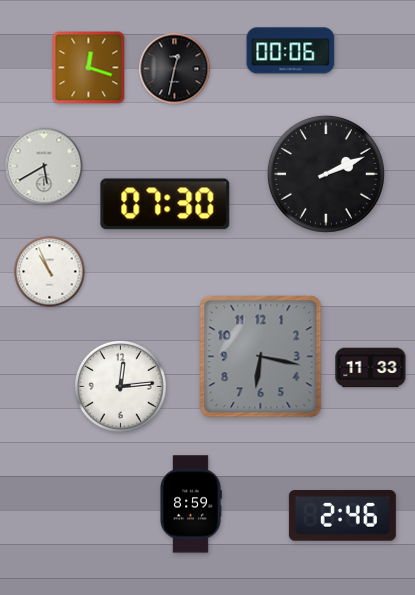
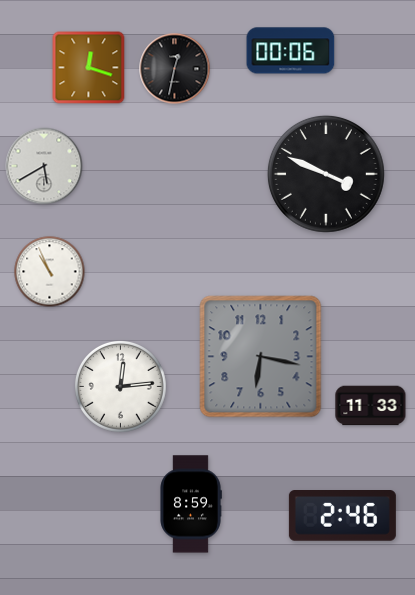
clock at (326, 174): 2:11 -> 3:49
clock at (165, 204): 07:30 -> none
clock at (371, 368) position: (371, 368) -> (371, 406)
